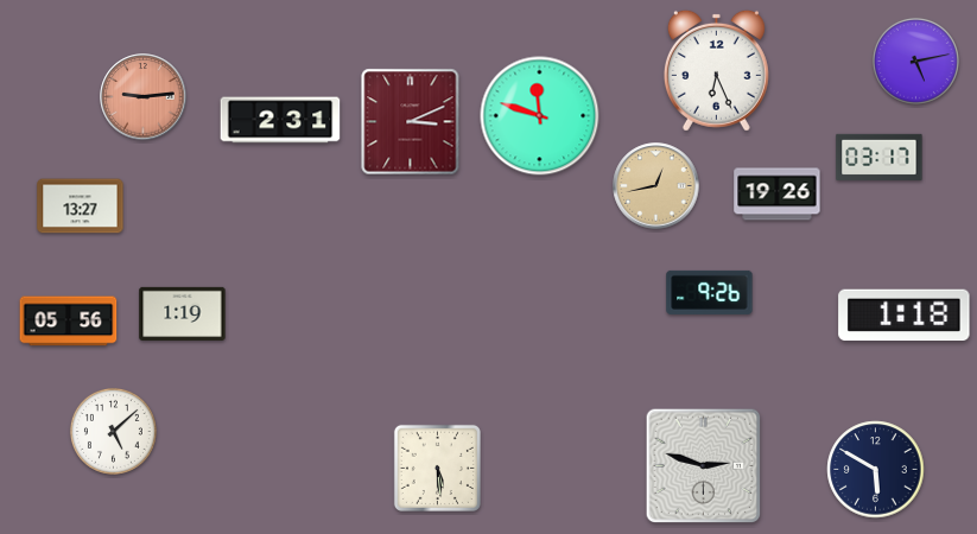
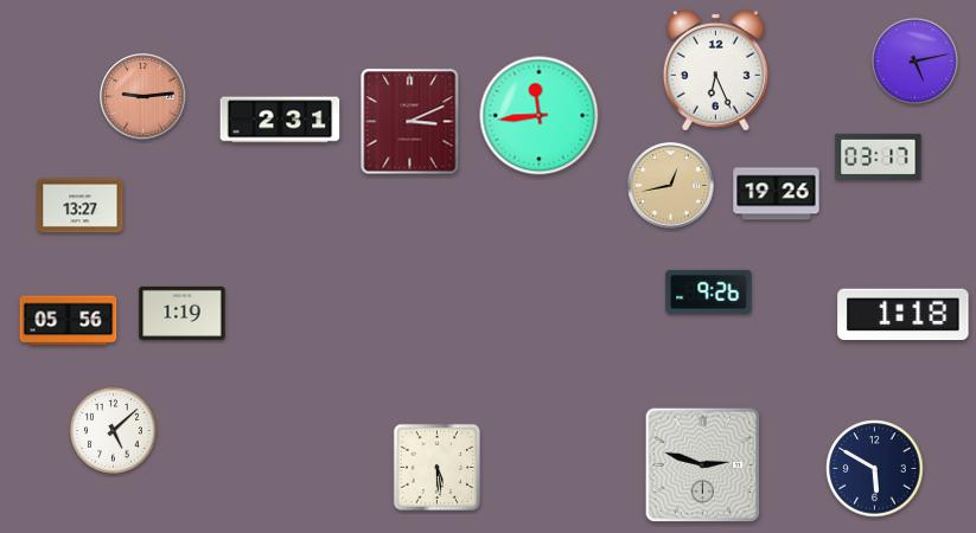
clock at (540, 116): 11:48 -> 11:44
clock at (656, 186) position: (656, 186) -> (671, 186)
